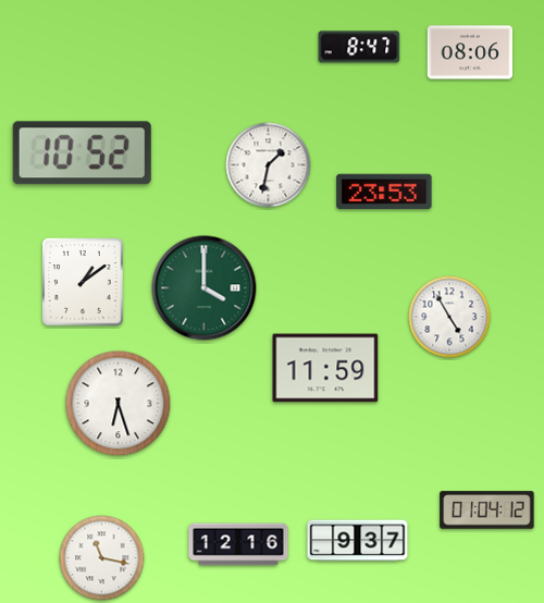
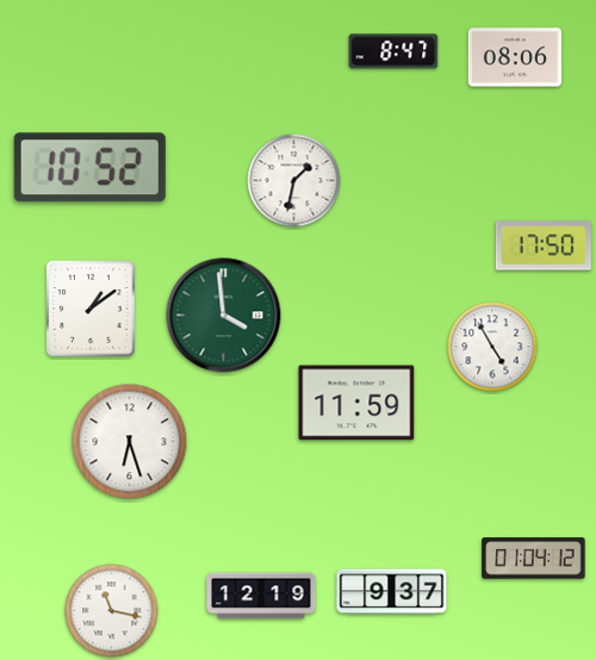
clock at (384, 190): 23:53 -> none
clock at (544, 245): none -> 17:50
clock at (205, 288): 4:00 -> 3:59
clock at (238, 544): 12:16 -> 12:19
